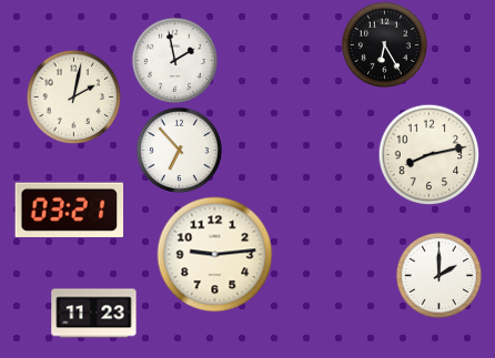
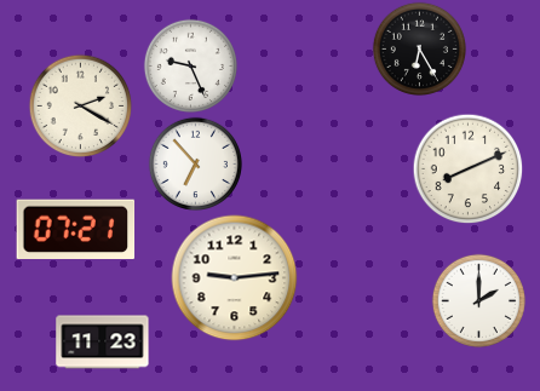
clock at (174, 60): 1:58 -> 9:26
clock at (73, 96): 2:02 -> 2:20
clock at (428, 154): 8:13 -> 8:11
clock at (70, 211): 03:21 -> 07:21
